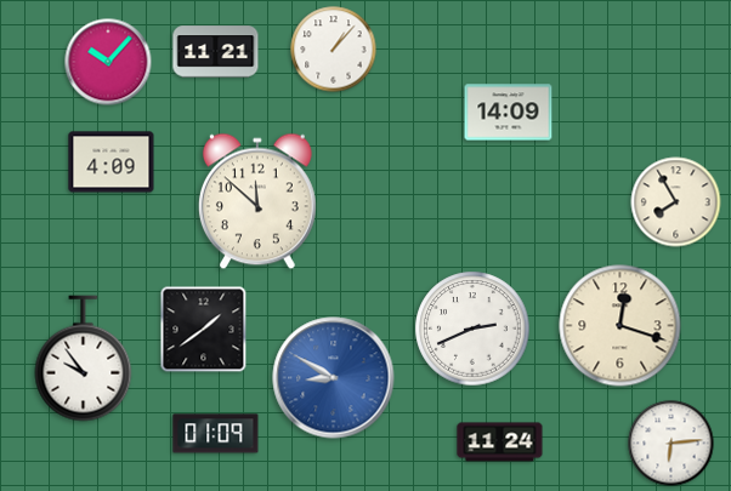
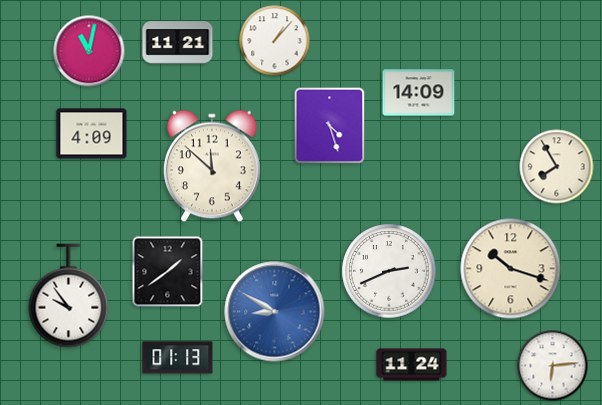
clock at (108, 62): 10:07 -> 11:02
clock at (330, 126): none -> 4:27
clock at (620, 326): 12:18 -> 10:18
clock at (216, 434): 01:09 -> 01:13
